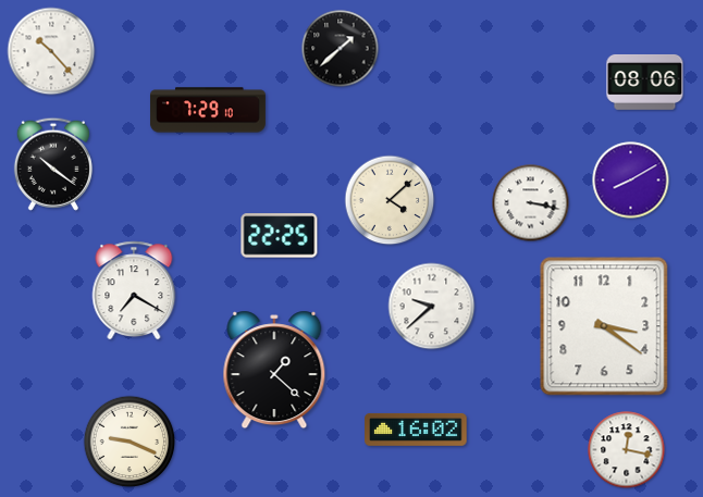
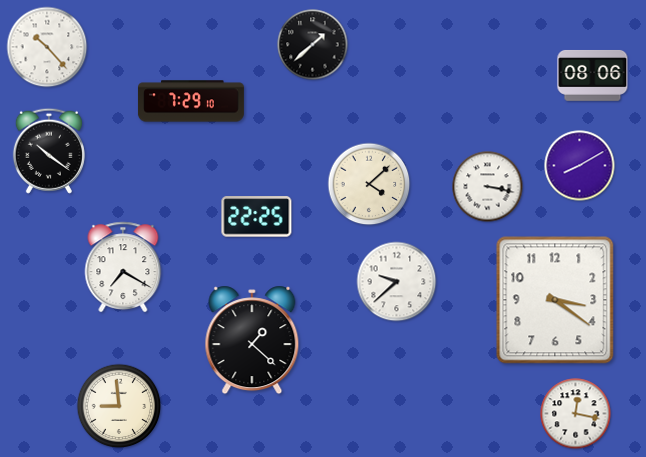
clock at (390, 200) position: (390, 200) -> (369, 184)
clock at (416, 430): 16:02 -> none
clock at (129, 442): 9:19 -> 8:59
